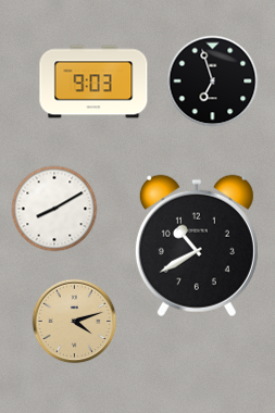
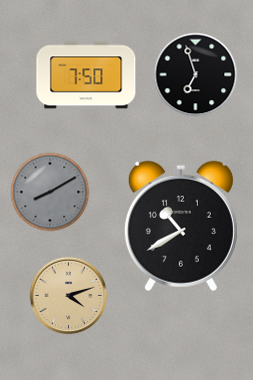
clock at (93, 82): 9:03 -> 7:50
clock at (54, 209) dial: white -> grey
